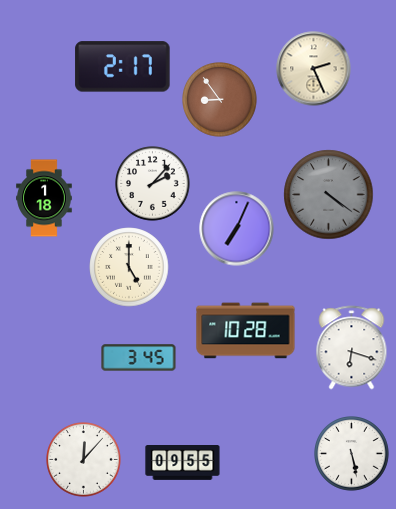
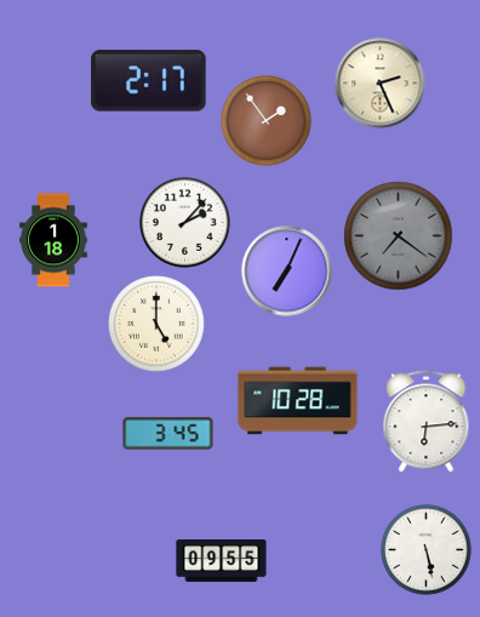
clock at (220, 100): 8:54 -> 1:54
clock at (329, 195): 4:21 -> 7:21
clock at (237, 229) position: (237, 229) -> (287, 272)
clock at (352, 348): 6:18 -> 6:14
clock at (84, 460): 12:07 -> none
